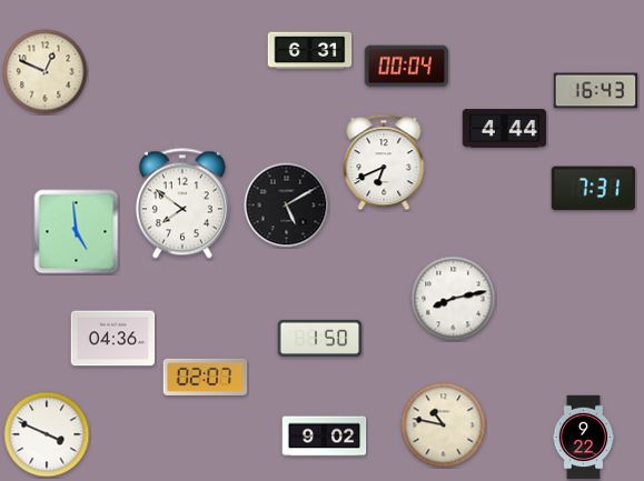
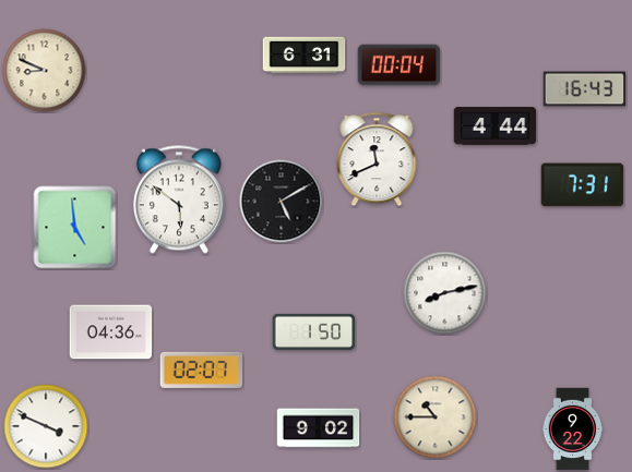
clock at (310, 51) position: (310, 51) -> (305, 56)
clock at (46, 72): 12:49 -> 8:49
clock at (384, 162): 6:41 -> 11:41
clock at (182, 203): 7:51 -> 5:51
clock at (444, 425): 10:47 -> 10:45
